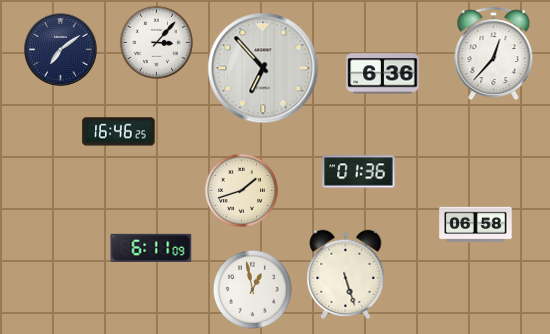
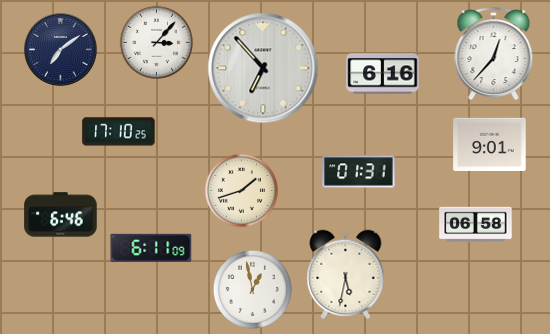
clock at (383, 74): 6:36 -> 6:16
clock at (119, 132): 16:46 -> 17:10
clock at (490, 144): none -> 9:01
clock at (359, 172): 01:36 -> 01:31
clock at (61, 215): none -> 6:46
clock at (346, 275): 5:27 -> 5:32
